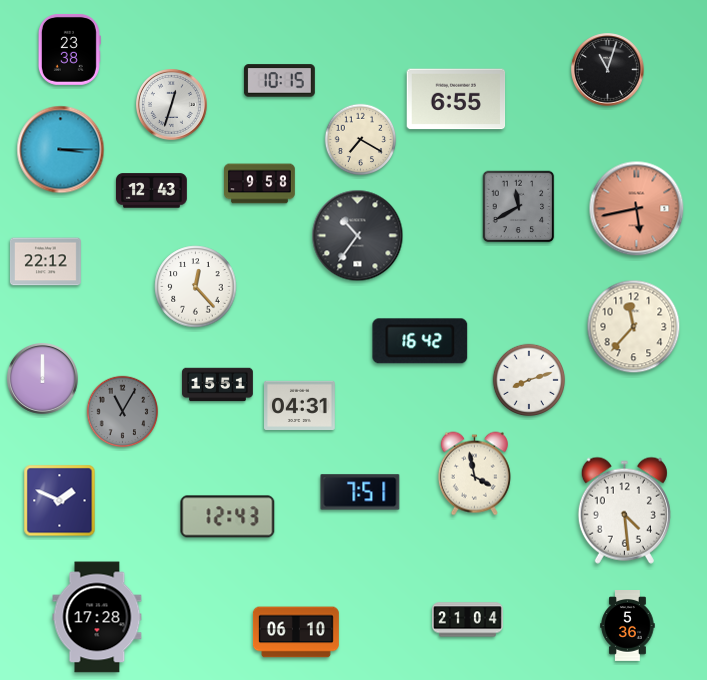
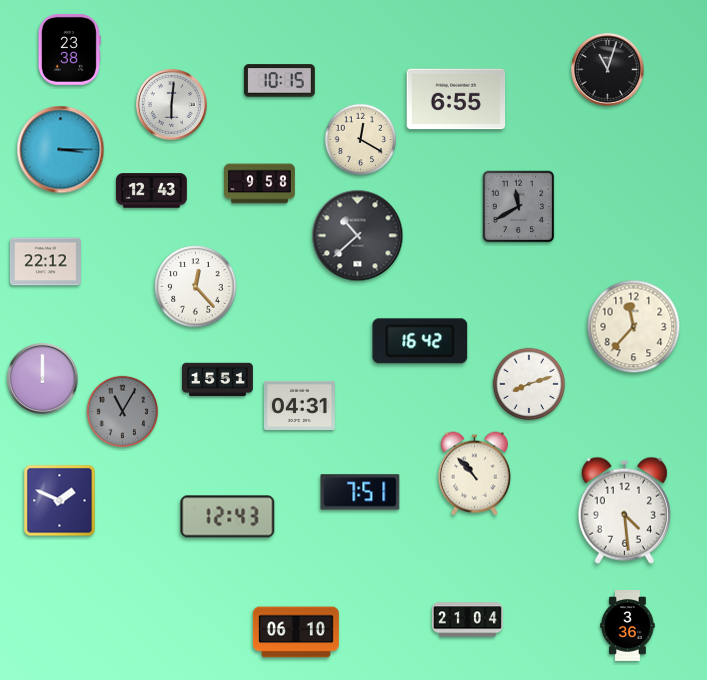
clock at (172, 105): 12:33 -> 6:01
clock at (361, 140): 7:20 -> 12:20
clock at (637, 209): 5:43 -> none
clock at (358, 236): 10:36 -> 10:38
clock at (529, 380) position: (529, 380) -> (529, 384)
clock at (218, 385) position: (218, 385) -> (218, 380)
clock at (474, 474): 3:58 -> 10:53
clock at (97, 617): 17:28 -> none
clock at (628, 626): 5:36 -> 3:36
